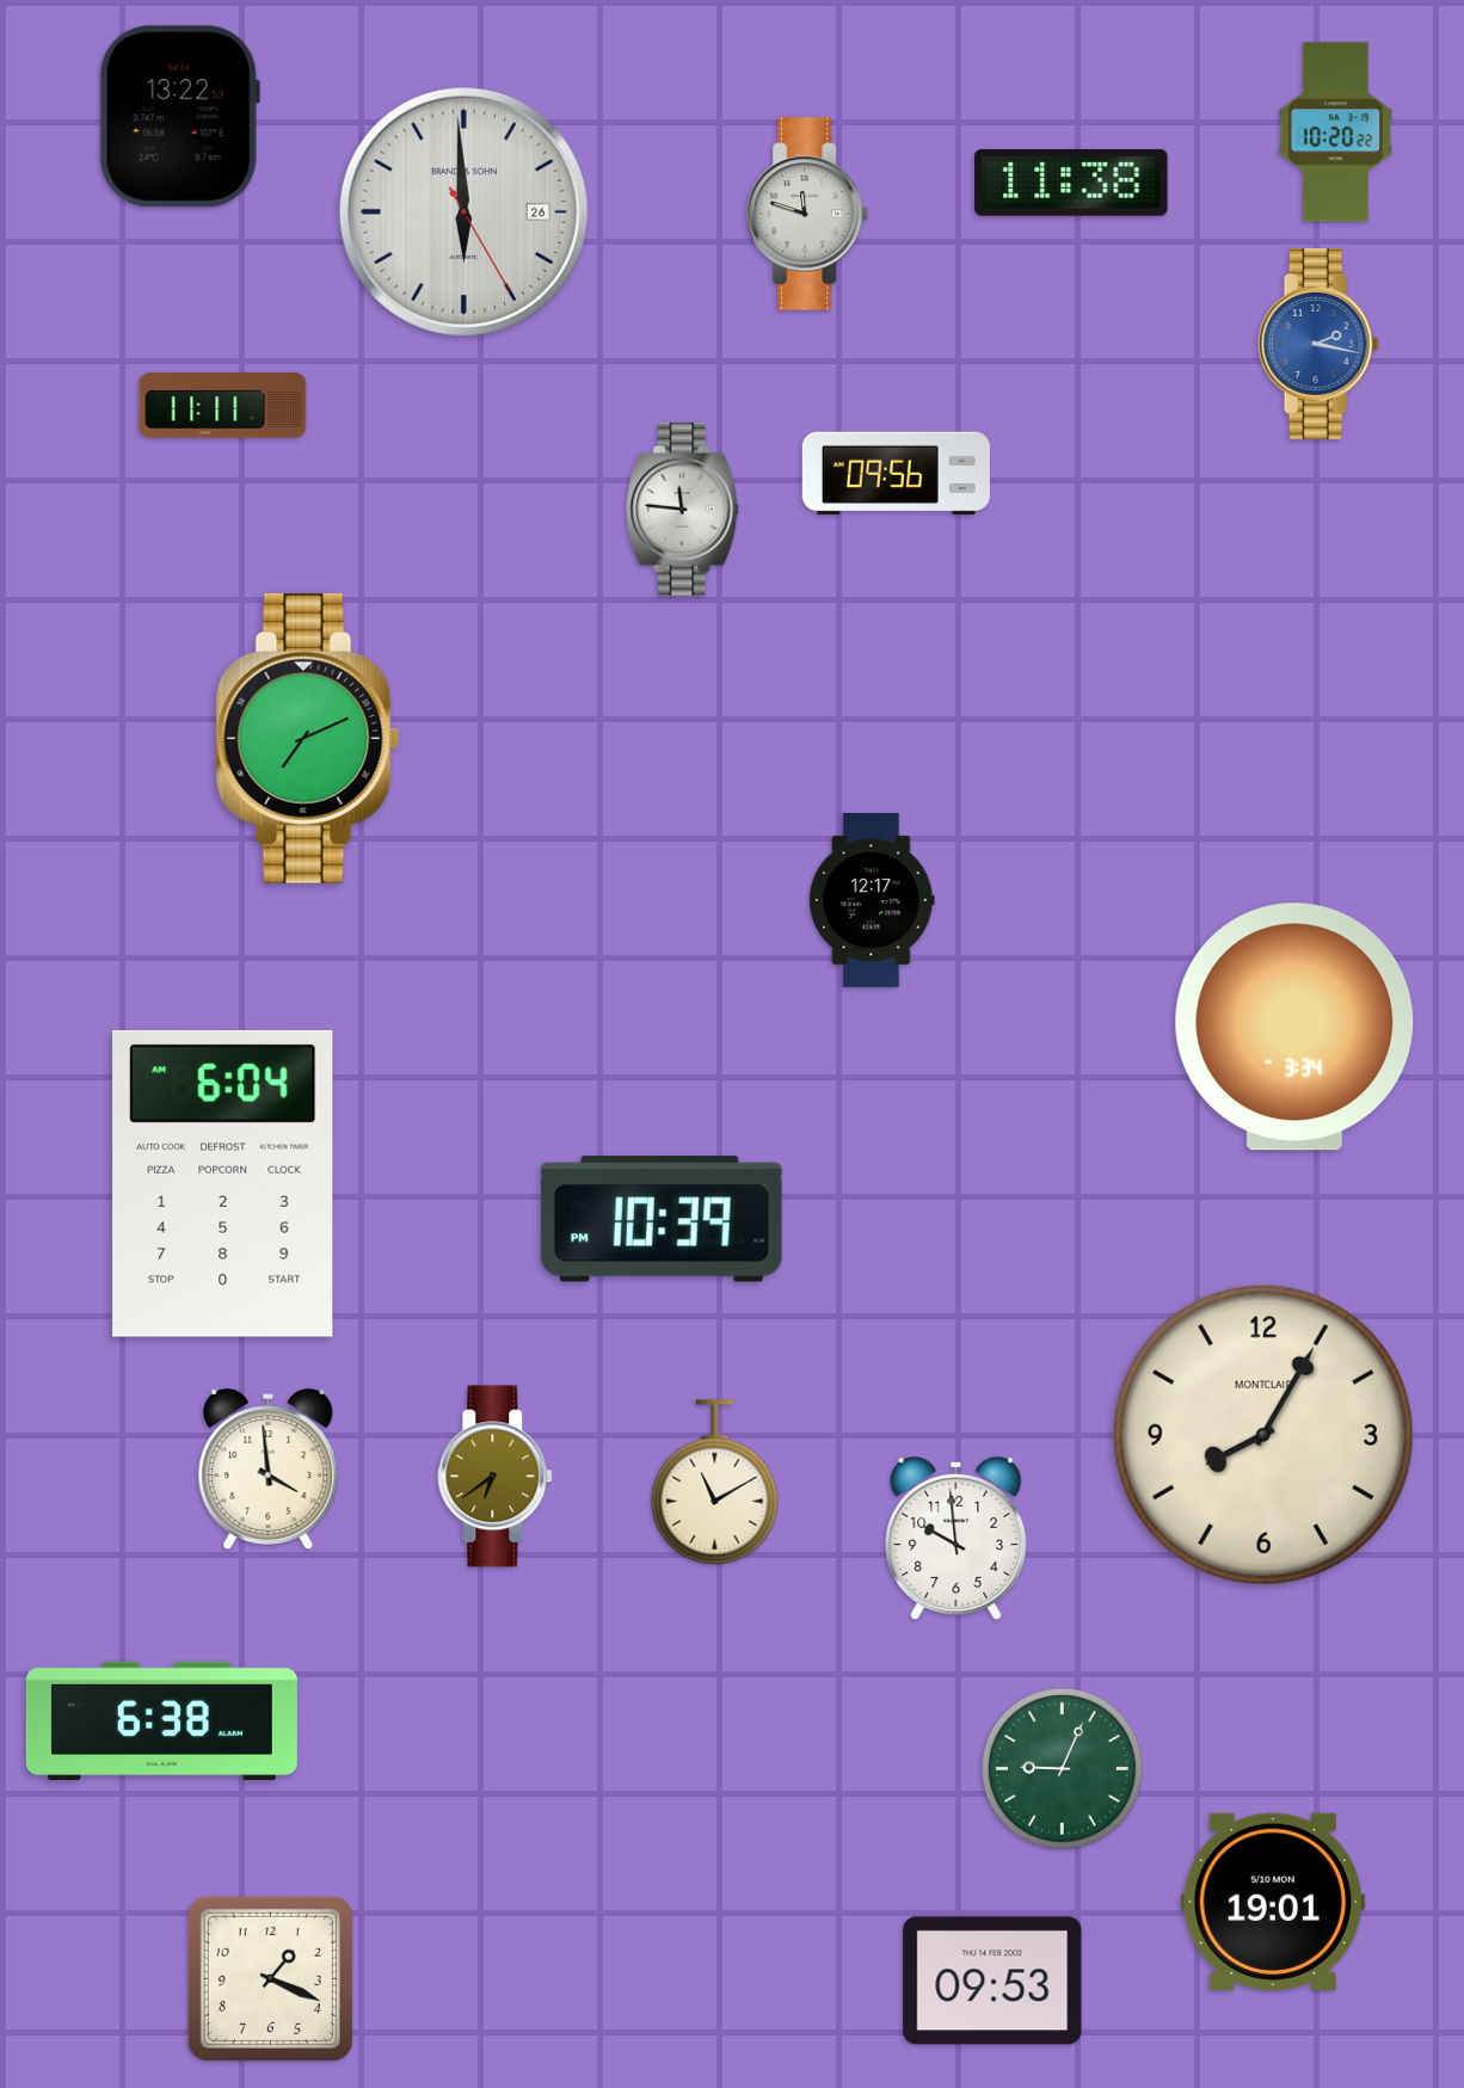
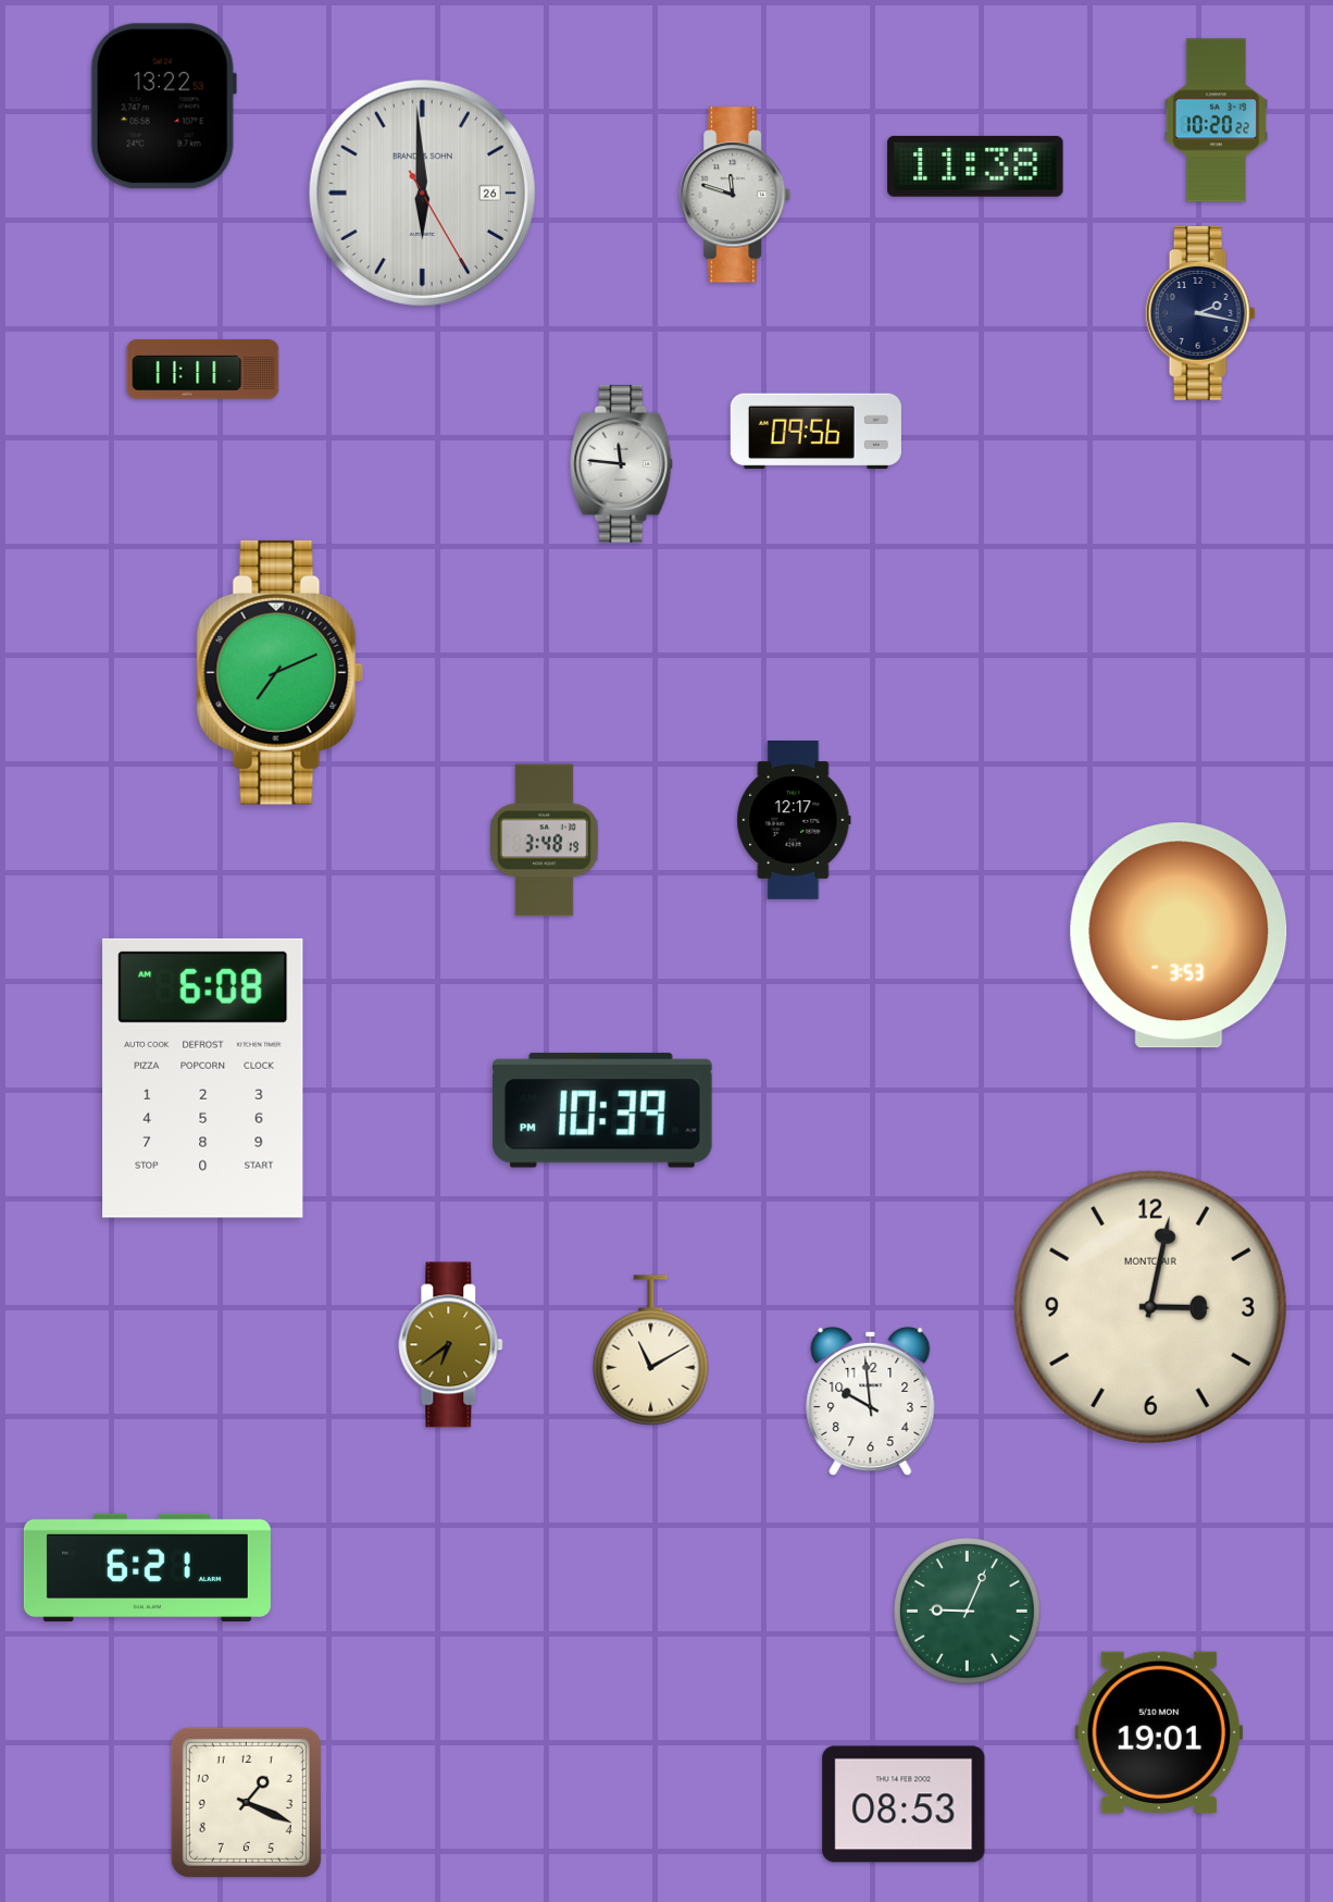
clock at (1318, 344) dial: blue -> navy
clock at (545, 841): none -> 3:48
clock at (1294, 1027): 3:34 -> 3:53
clock at (223, 1183): 6:04 -> 6:08
clock at (1263, 1435): 8:05 -> 3:02
clock at (269, 1470): 3:59 -> none
clock at (161, 1720): 6:38 -> 6:21
clock at (992, 1981): 09:53 -> 08:53
